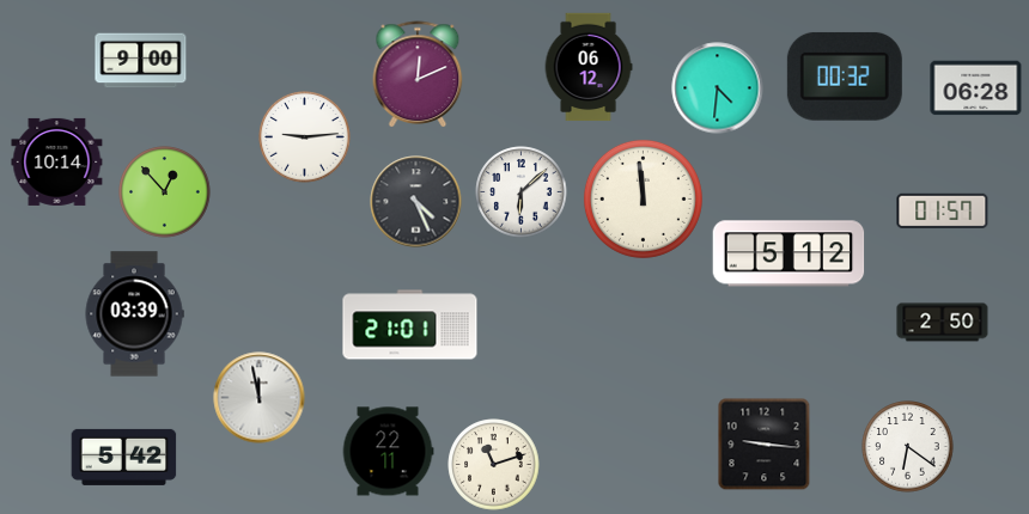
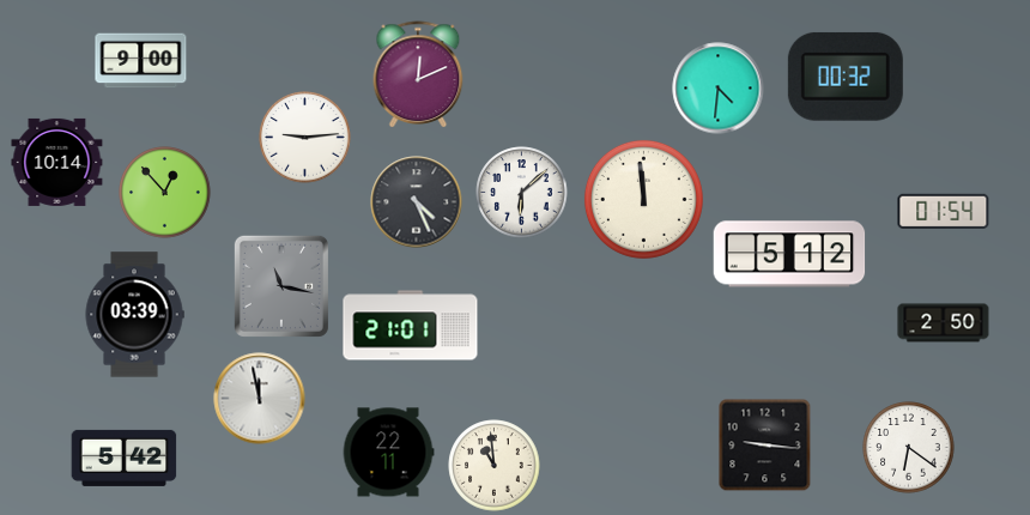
clock at (589, 67): 06:12 -> none
clock at (976, 88): 06:28 -> none
clock at (943, 210): 01:57 -> 01:54
clock at (281, 286): none -> 11:17
clock at (494, 465): 11:12 -> 10:59
